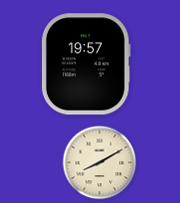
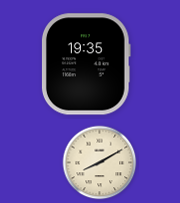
clock at (86, 64): 19:57 -> 19:35
